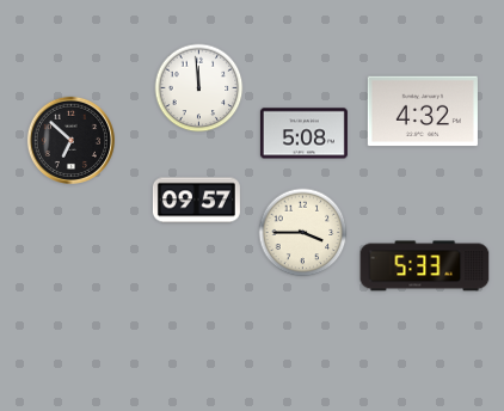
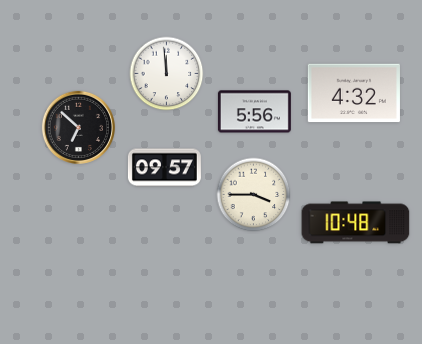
clock at (303, 134): 5:08 -> 5:56
clock at (70, 140) position: (70, 140) -> (78, 127)
clock at (425, 266): 5:33 -> 10:48
